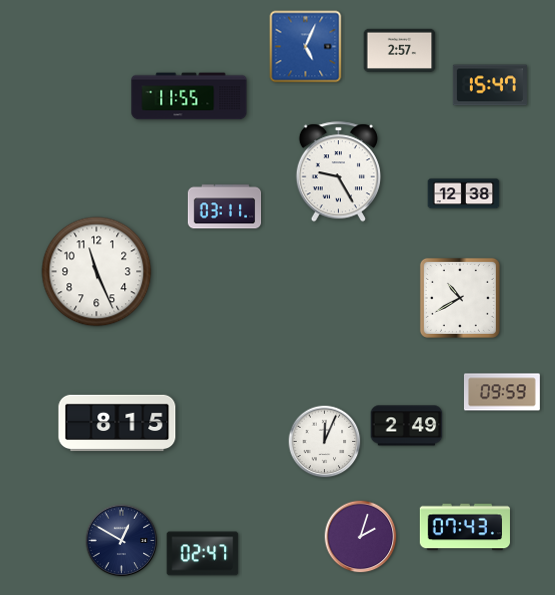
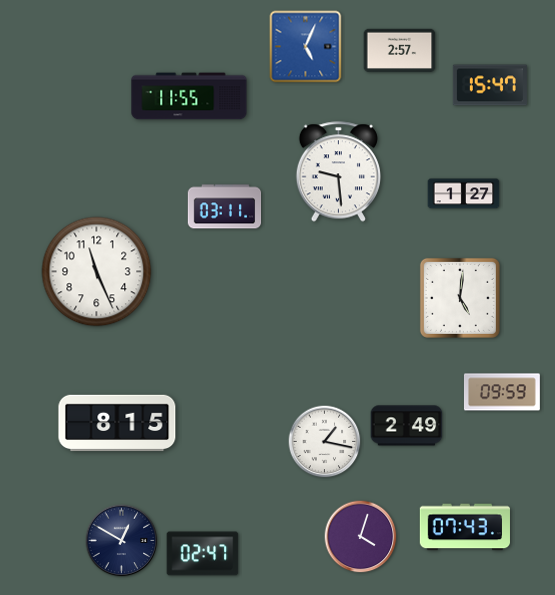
clock at (338, 172): 9:25 -> 9:29
clock at (464, 194): 12:38 -> 1:27
clock at (460, 298): 10:40 -> 5:01
clock at (325, 442): 12:04 -> 1:17
clock at (361, 537): 2:03 -> 4:03
